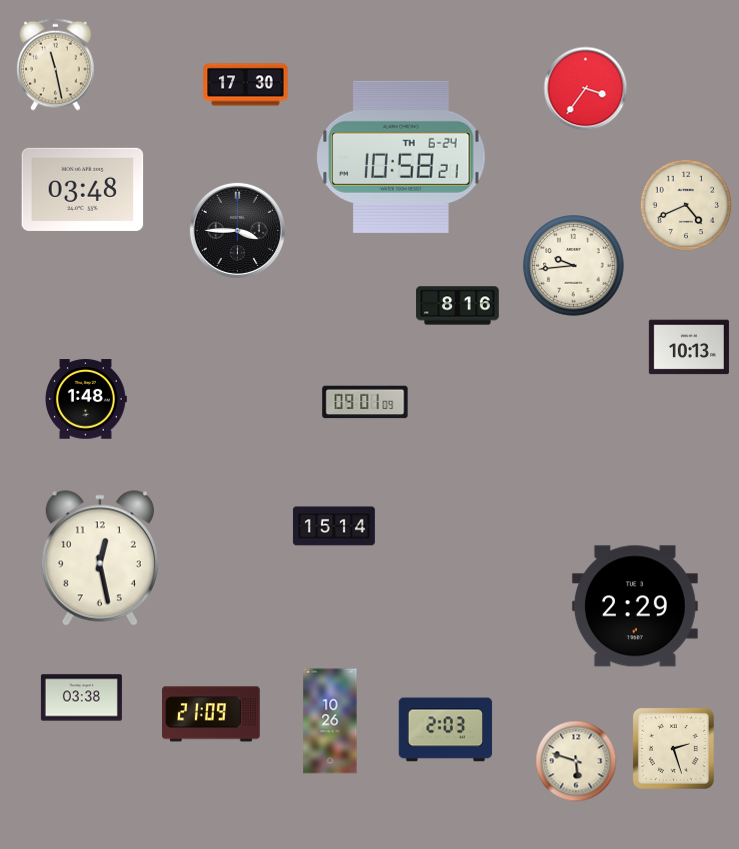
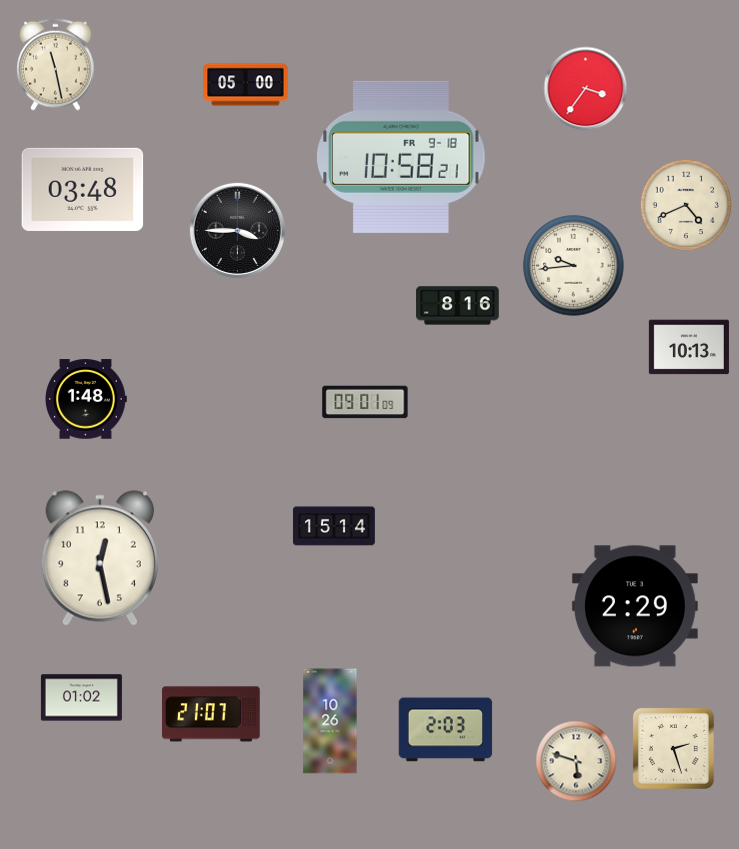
clock at (246, 85): 17:30 -> 05:00
clock at (401, 157) date: TH 6-24 -> FR 9-18
clock at (81, 698): 03:38 -> 01:02
clock at (211, 714): 21:09 -> 21:07
